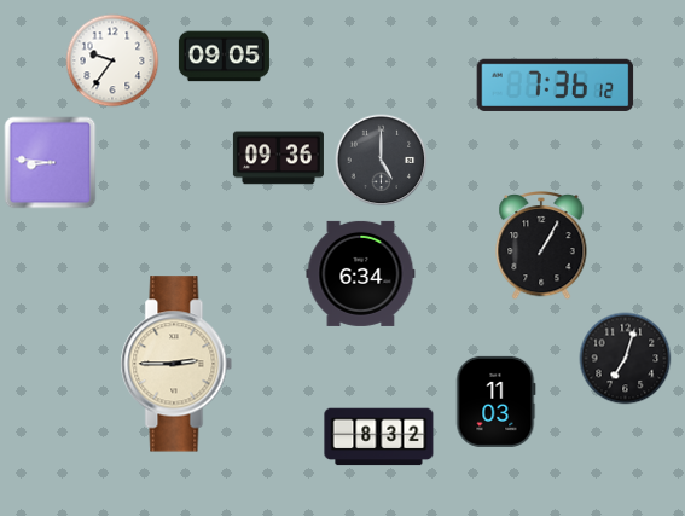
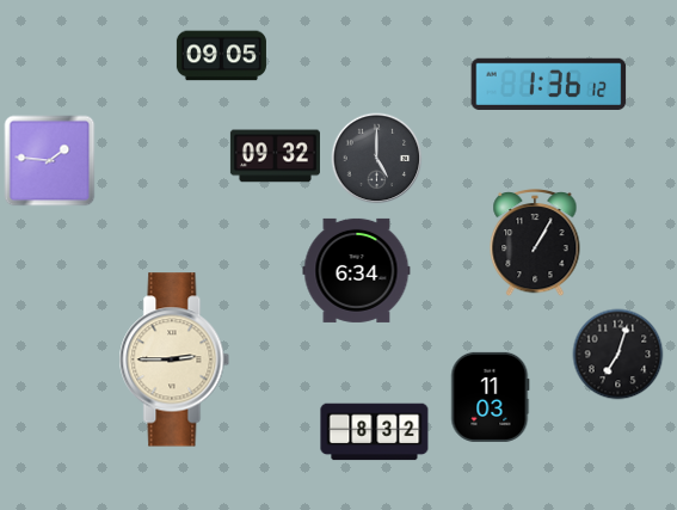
clock at (112, 60): 9:36 -> none
clock at (556, 85): 7:36 -> 1:36
clock at (278, 158): 09:36 -> 09:32
clock at (51, 163): 8:46 -> 1:46
